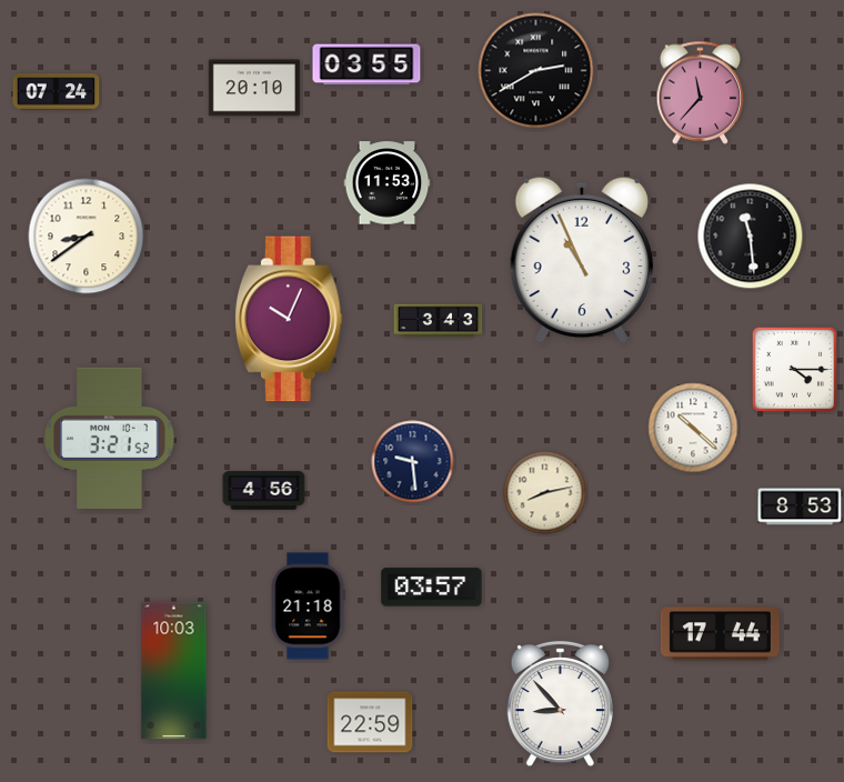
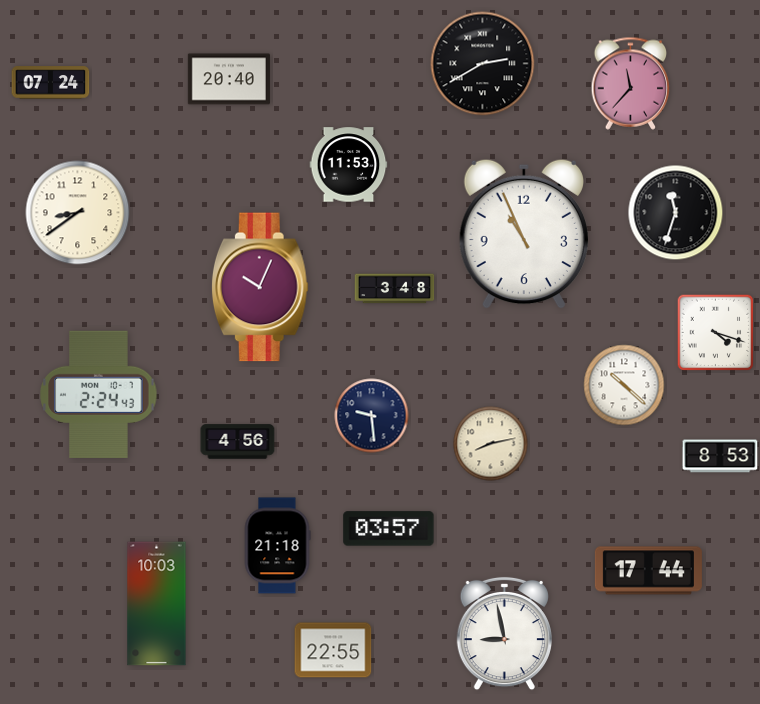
clock at (366, 64): 03:55 -> none
clock at (254, 88): 20:10 -> 20:40
clock at (751, 237): 11:29 -> 11:33
clock at (439, 321): 3:43 -> 3:48
clock at (795, 370): 4:15 -> 4:18
clock at (110, 438): 3:21 -> 2:24
clock at (560, 704): 8:53 -> 8:58
clock at (370, 722): 22:59 -> 22:55
